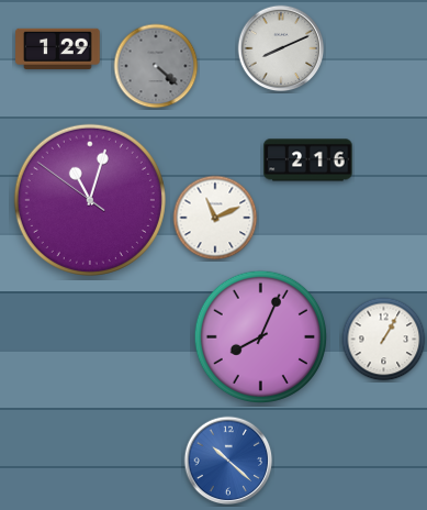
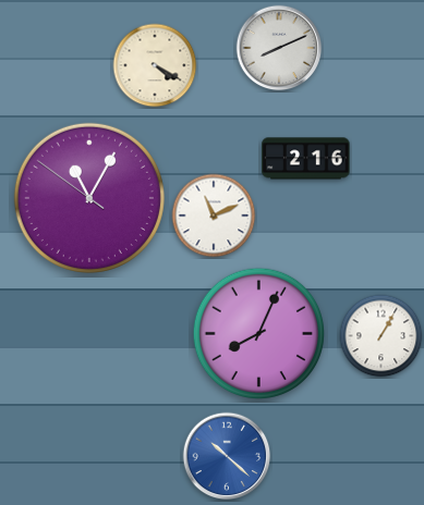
clock at (58, 48): 1:29 -> none
clock at (156, 66): 4:22 -> 4:20
clock at (156, 66) dial: grey -> cream
clock at (90, 200): 11:02 -> 11:04
